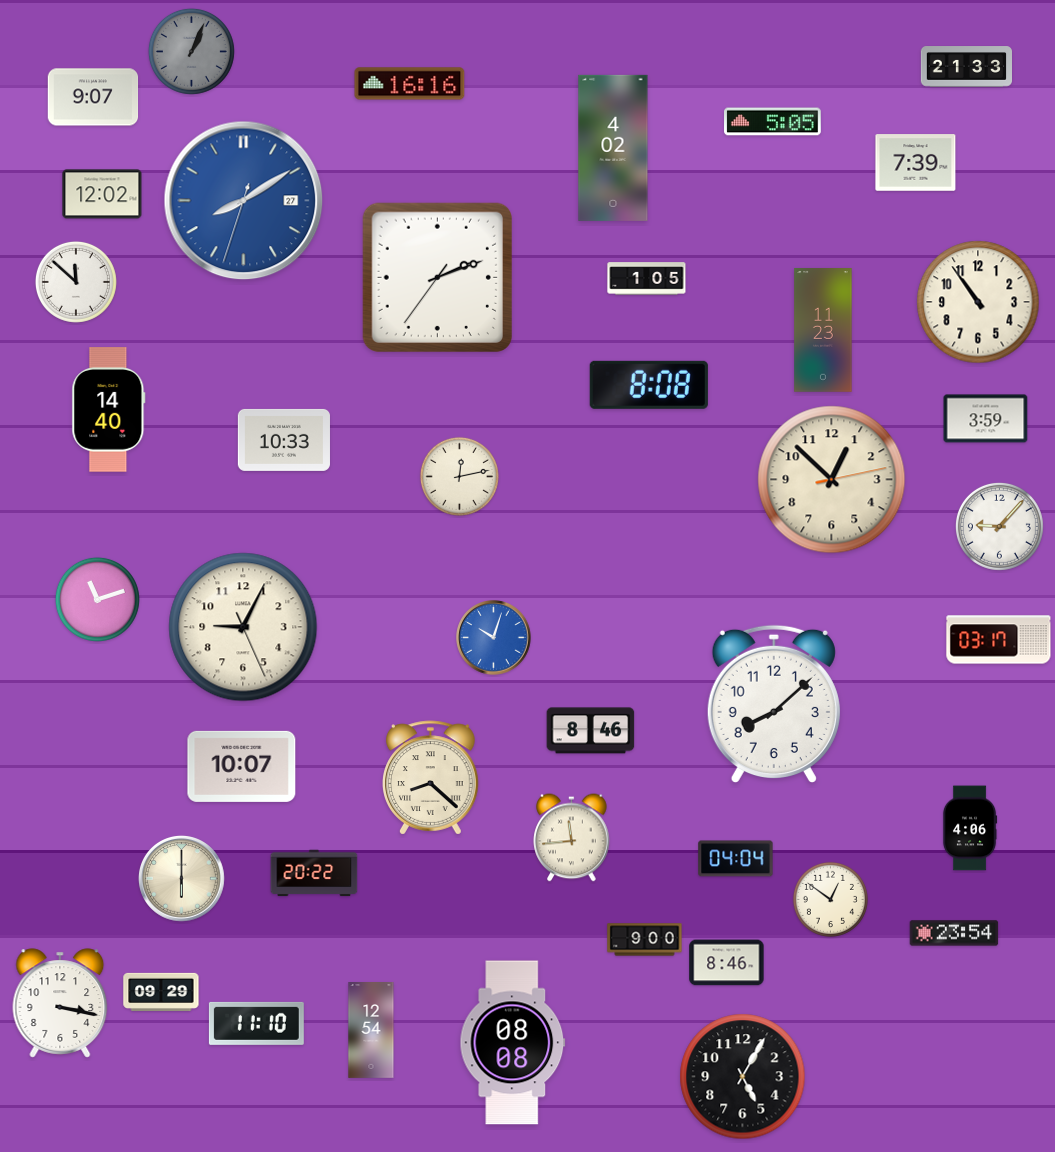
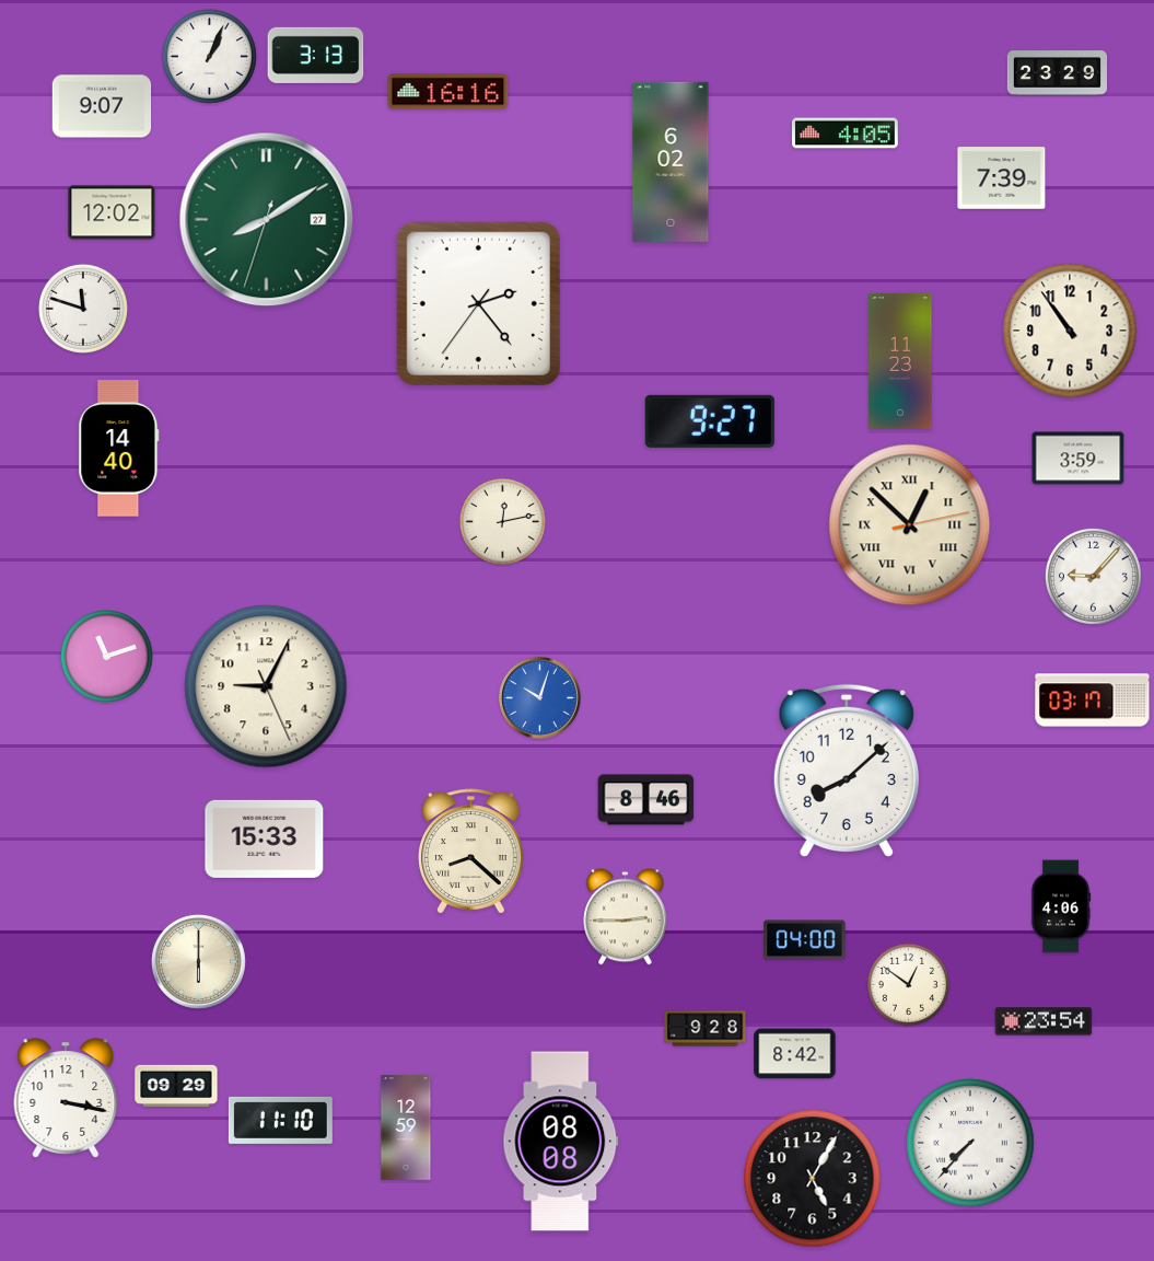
clock at (316, 55): none -> 3:13
clock at (191, 51) dial: grey -> white
clock at (966, 67): 21:33 -> 23:29
clock at (773, 122): 5:05 -> 4:05
clock at (613, 148): 4:02 -> 6:02
clock at (244, 201) dial: blue -> green
clock at (437, 277): 2:11 -> 2:23
clock at (647, 279): 1:05 -> none
clock at (76, 282): 11:52 -> 11:48
clock at (649, 385): 8:08 -> 9:27
clock at (284, 440): 10:33 -> none
clock at (832, 480) numerals: Arabic -> Roman
clock at (242, 766): 10:07 -> 15:33
clock at (572, 838): 11:44 -> 2:45
clock at (736, 859): 04:04 -> 04:00
clock at (314, 873): 20:22 -> none
clock at (645, 940): 9:00 -> 9:28
clock at (727, 963): 8:46 -> 8:42
clock at (371, 1031): 12:54 -> 12:59
clock at (970, 1143): none -> 7:37
